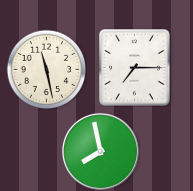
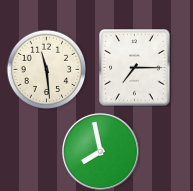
clock at (46, 69): 11:28 -> 11:29
